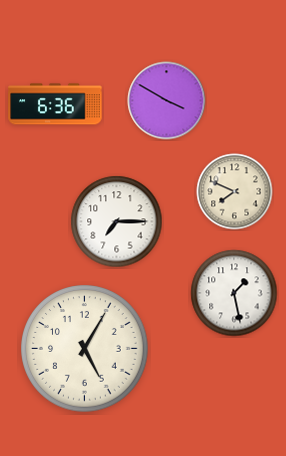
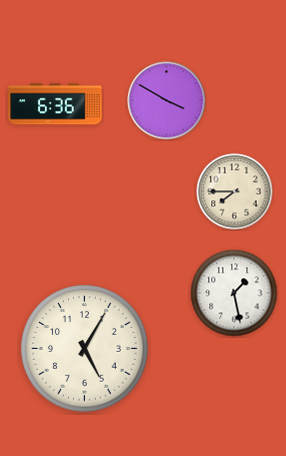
clock at (235, 192): 7:49 -> 7:45
clock at (117, 222): 7:15 -> none
